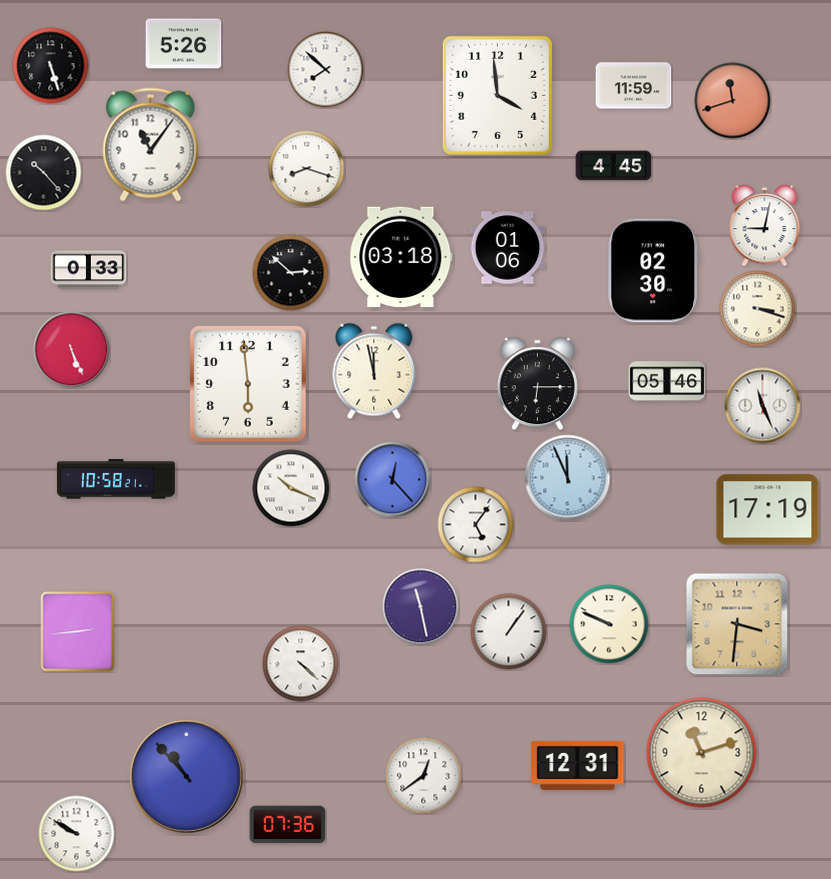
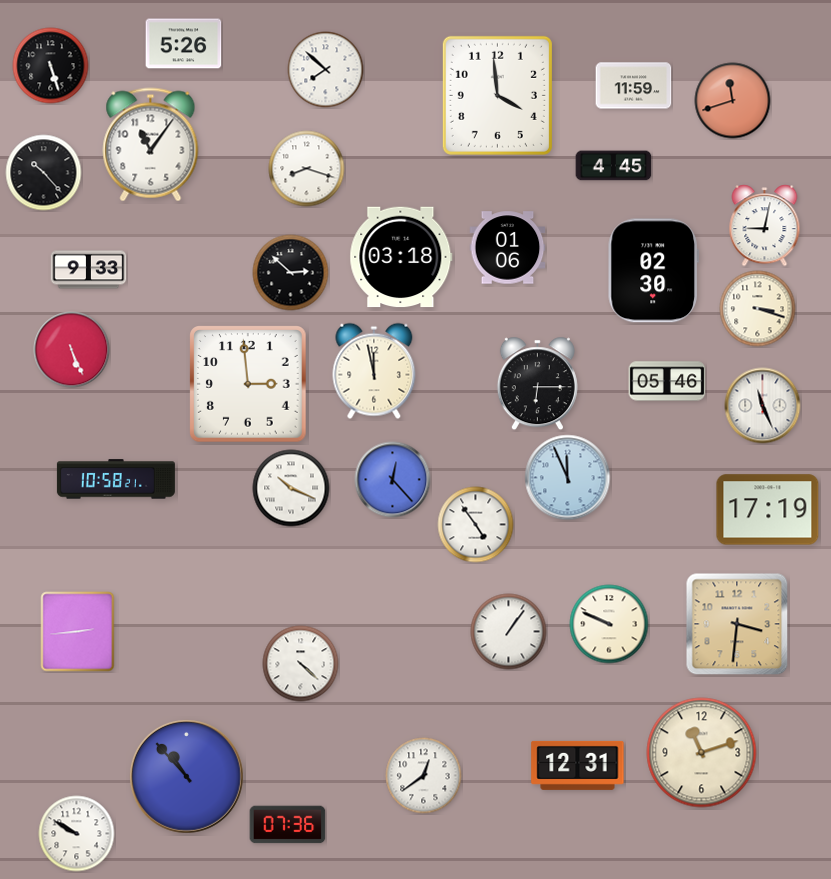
clock at (89, 270): 0:33 -> 9:33
clock at (249, 385): 5:59 -> 2:59
clock at (476, 525): 5:06 -> 4:54
clock at (421, 607): 11:28 -> none
